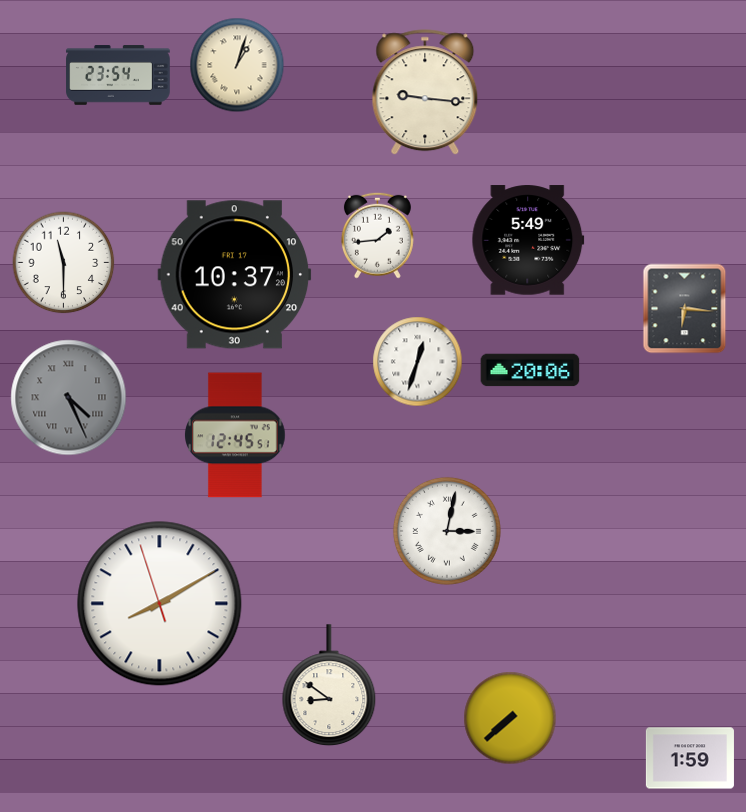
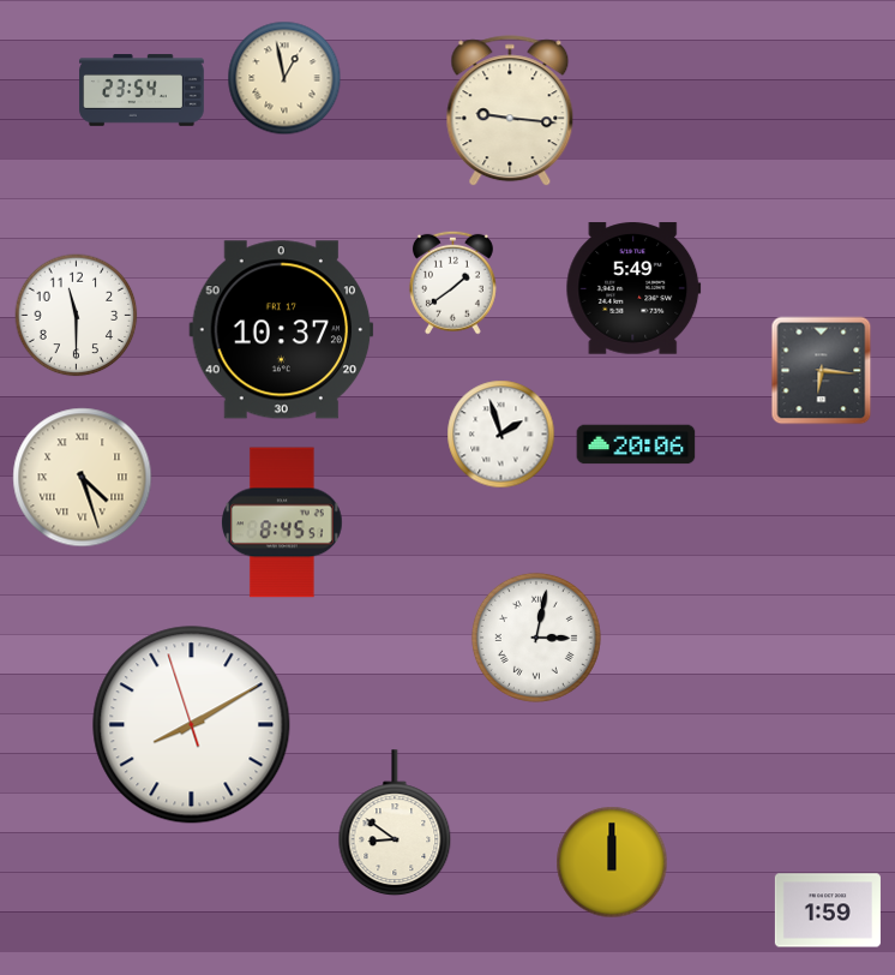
clock at (237, 65): 1:03 -> 12:58
clock at (377, 235): 1:44 -> 1:39
clock at (418, 362): 12:33 -> 1:57
clock at (69, 398): 4:26 -> 4:27
clock at (69, 398) dial: grey -> cream
clock at (236, 435): 12:45 -> 8:45
clock at (510, 718): 7:38 -> 12:00
